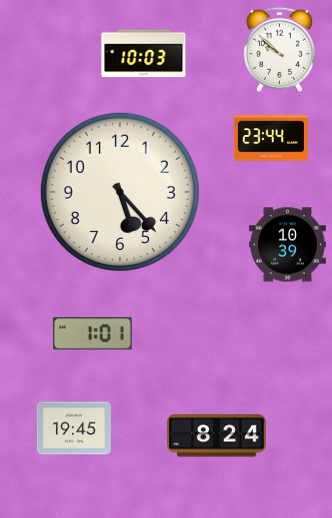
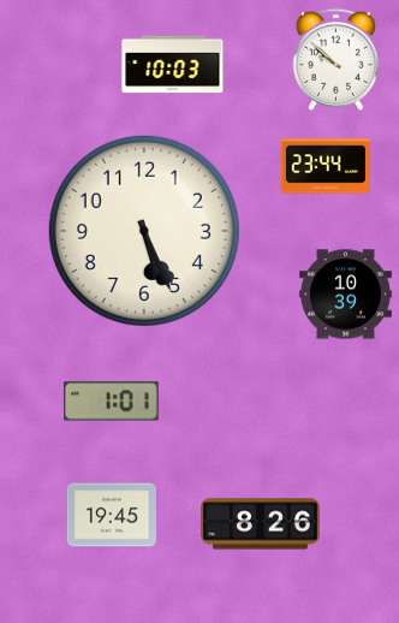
clock at (120, 192): 5:23 -> 5:26
clock at (74, 428) position: (74, 428) -> (112, 515)
clock at (217, 436): 8:24 -> 8:26
